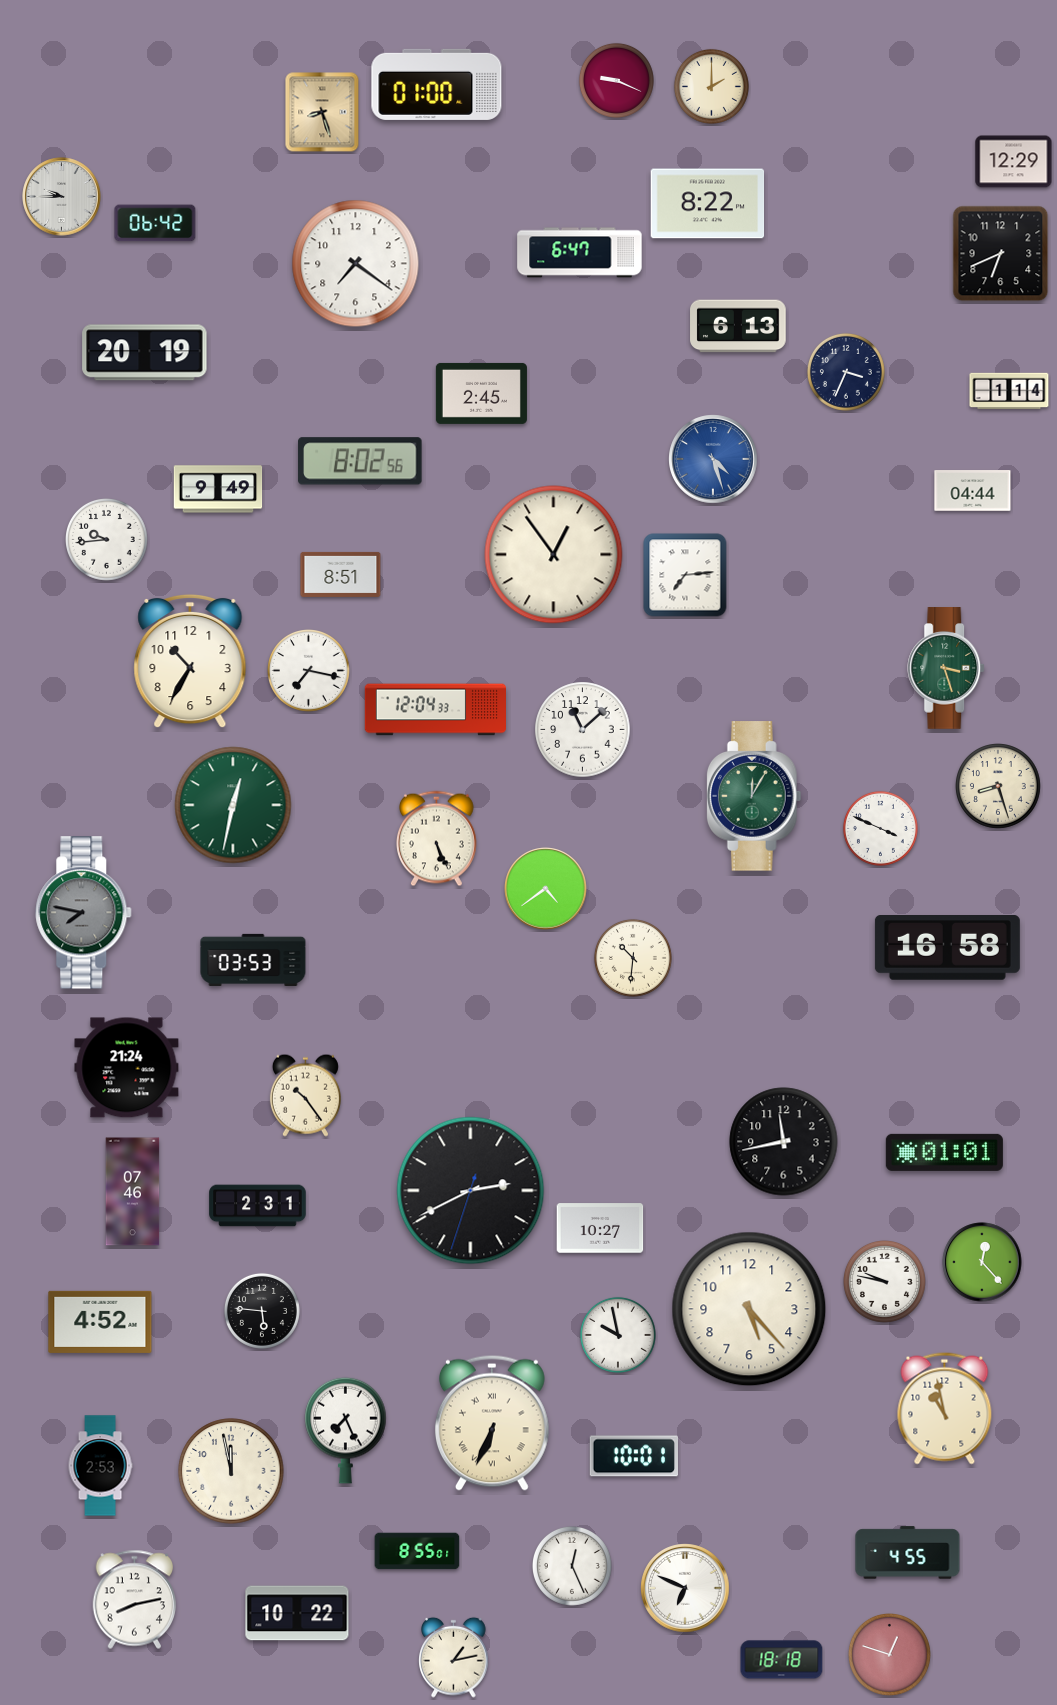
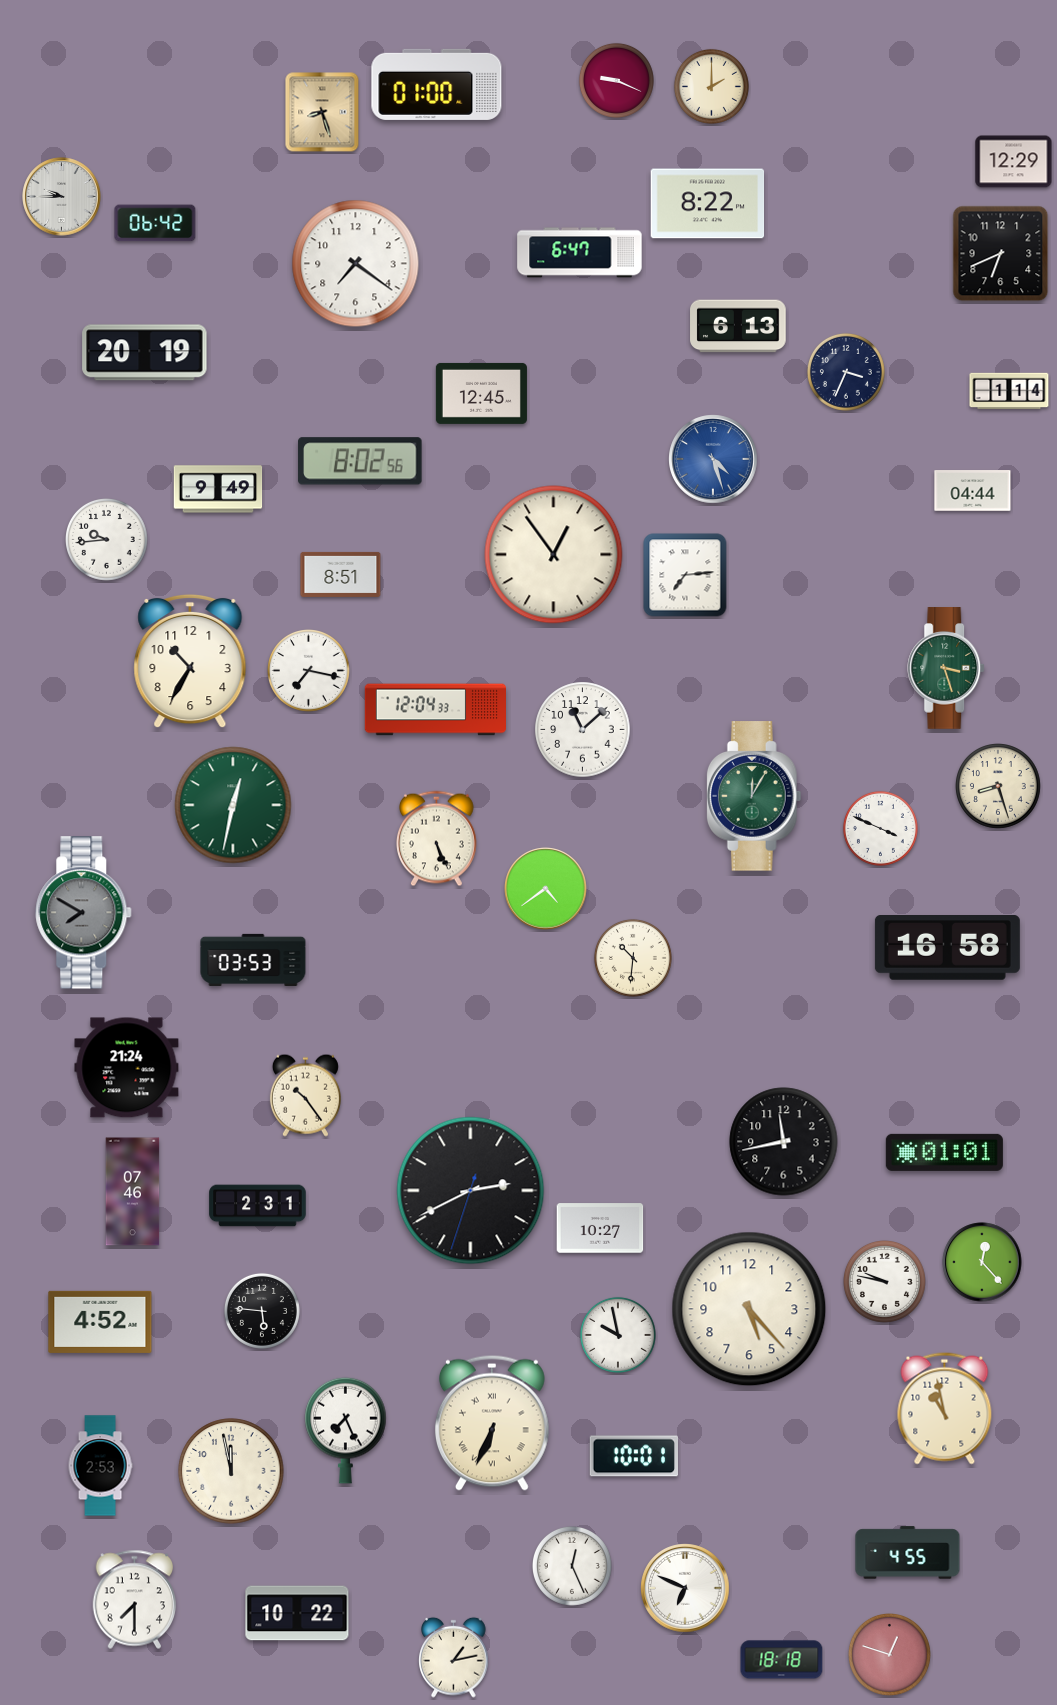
clock at (481, 393): 2:45 -> 12:45
clock at (84, 913): 7:47 -> 7:50
clock at (417, 1551): 8:55 -> none
clock at (135, 1600): 8:13 -> 7:30
